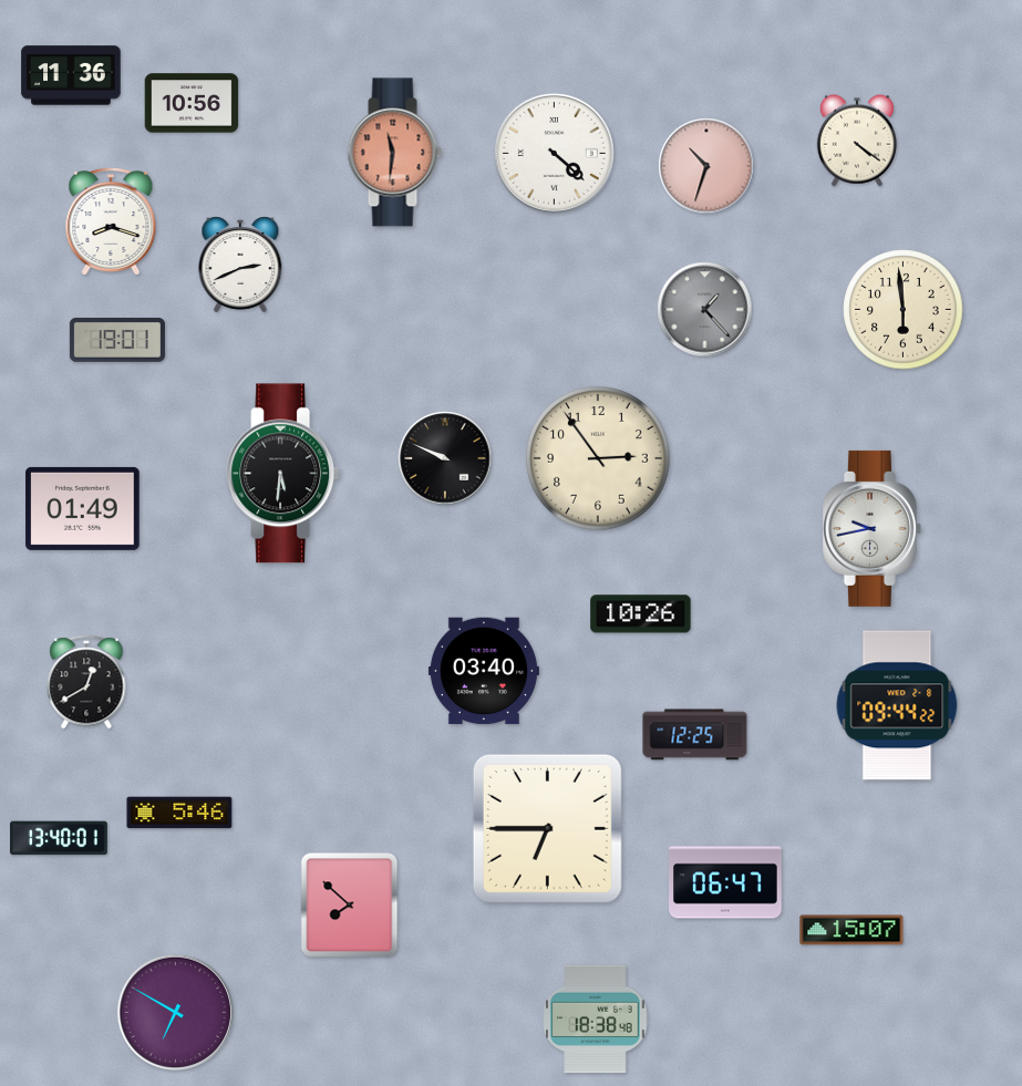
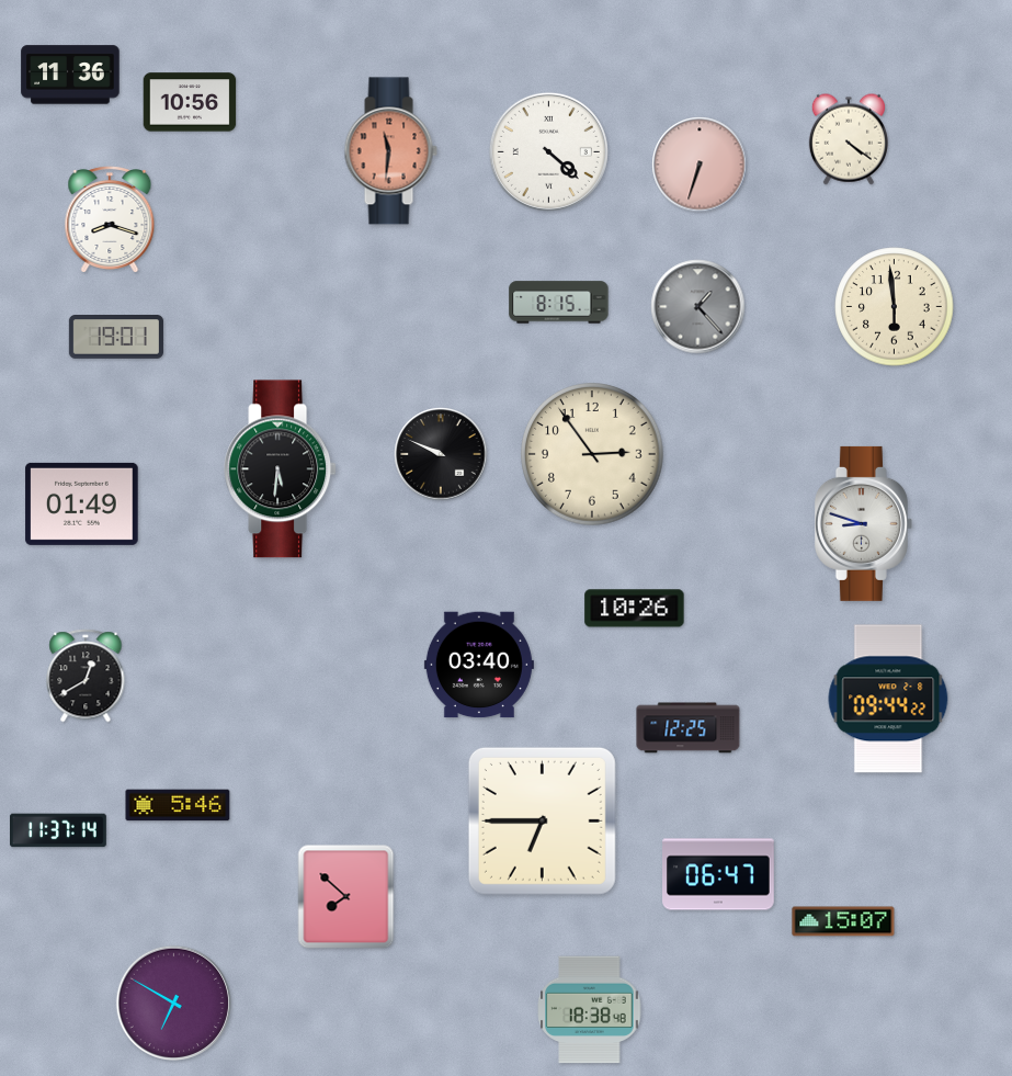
clock at (706, 166): 10:33 -> 6:33
clock at (240, 265): 2:41 -> none
clock at (559, 303): none -> 8:15
clock at (871, 528): 9:43 -> 8:48
clock at (60, 838): 13:40 -> 11:37
